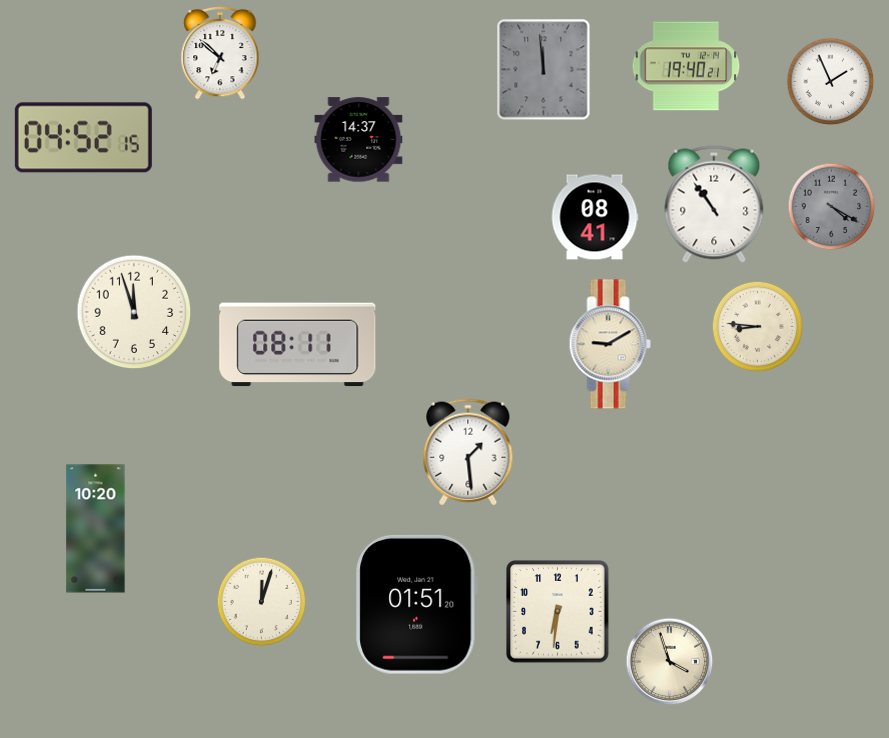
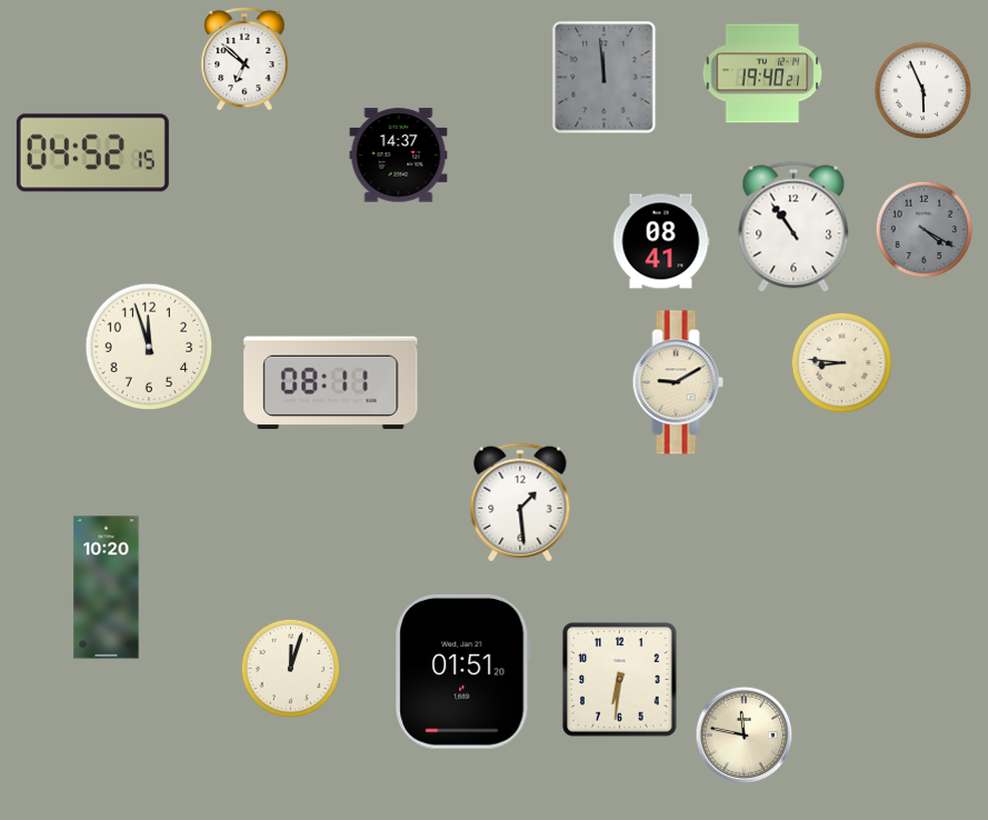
clock at (831, 82): 1:56 -> 5:56
clock at (670, 662): 3:57 -> 11:47
